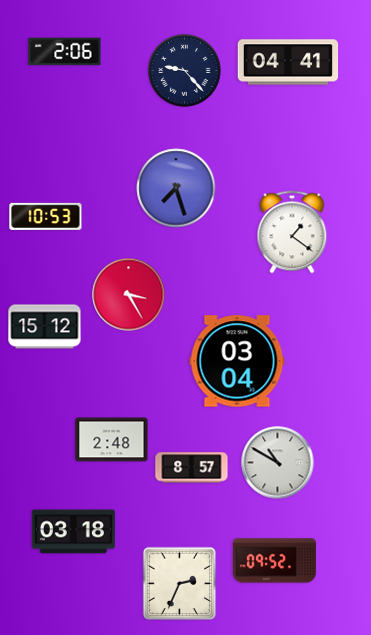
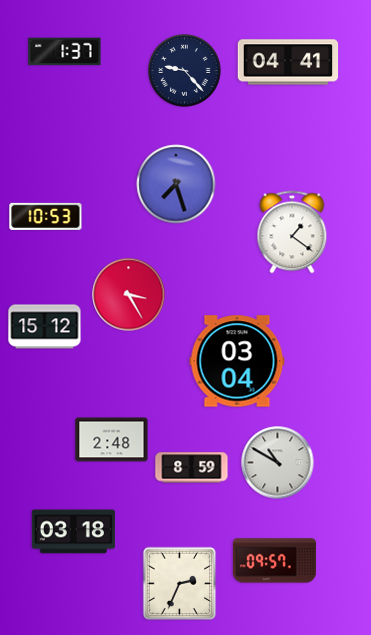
clock at (65, 52): 2:06 -> 1:37
clock at (176, 188) position: (176, 188) -> (176, 184)
clock at (192, 468): 8:57 -> 8:59
clock at (274, 561): 09:52 -> 09:57
